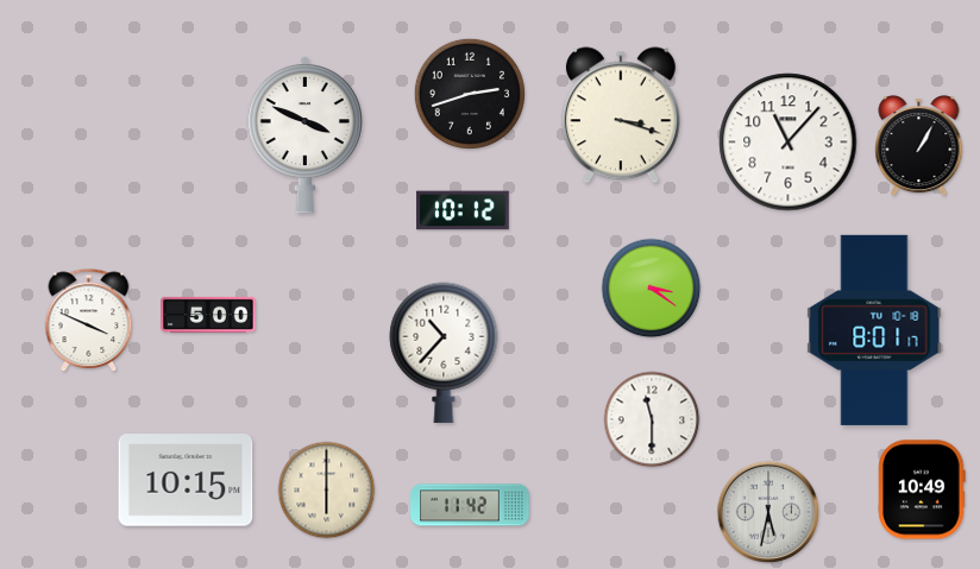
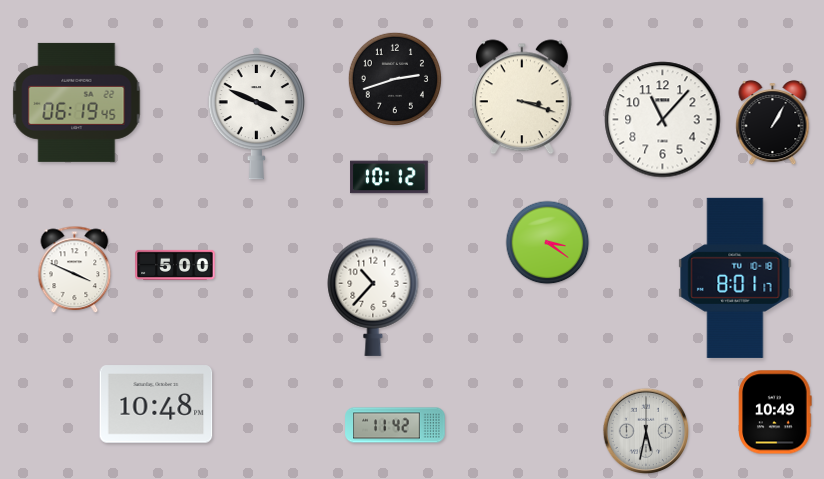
clock at (77, 102): none -> 06:19
clock at (652, 419): 11:30 -> none
clock at (186, 480): 10:15 -> 10:48
clock at (327, 491): 6:00 -> none
